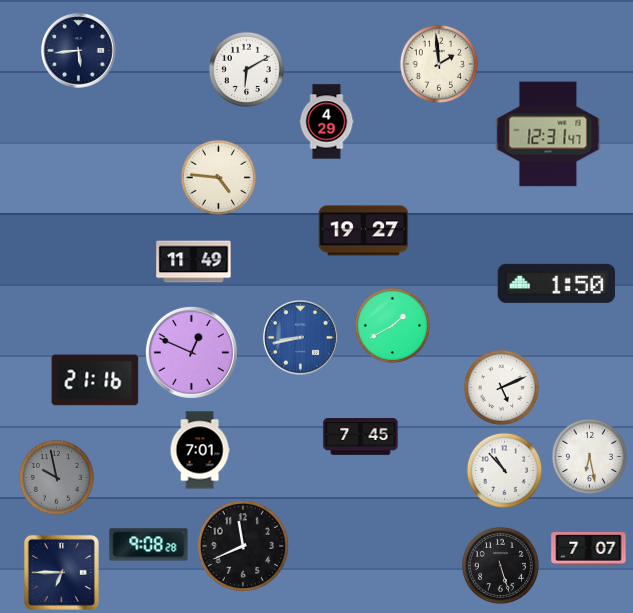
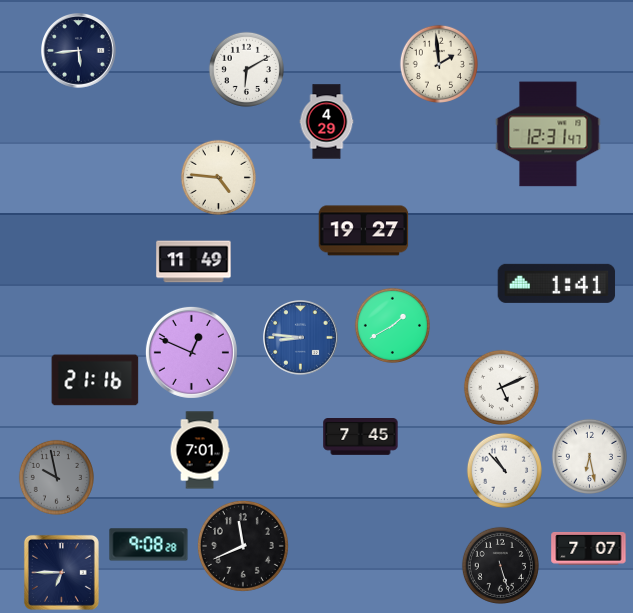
clock at (557, 283): 1:50 -> 1:41
clock at (301, 338): 8:43 -> 8:46
